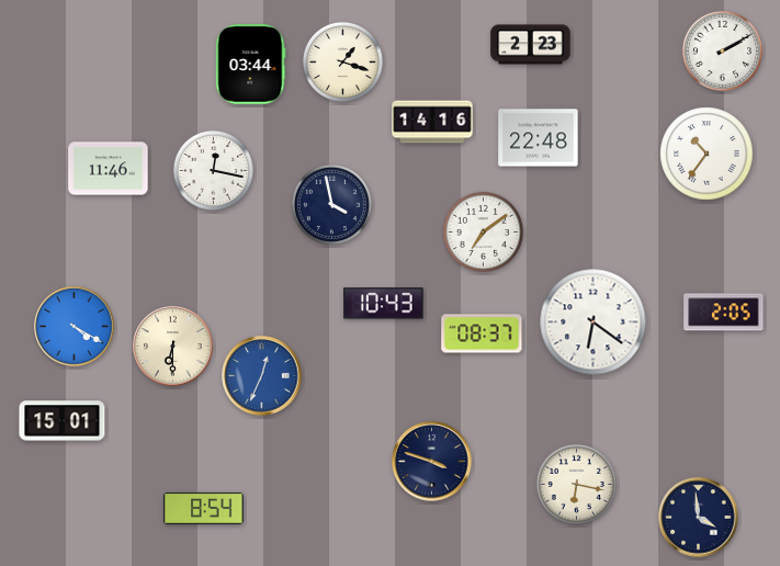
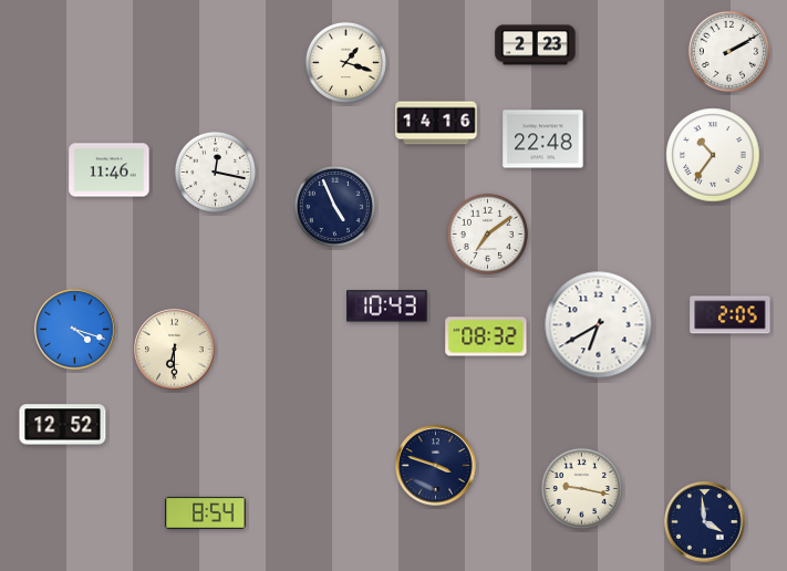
clock at (251, 65): 03:44 -> none
clock at (331, 204): 3:58 -> 4:56
clock at (594, 322): 6:21 -> 6:40
clock at (75, 327): 4:20 -> 4:18
clock at (482, 333): 08:37 -> 08:32
clock at (262, 376): 12:34 -> none
clock at (63, 421): 15:01 -> 12:52
clock at (576, 484): 6:17 -> 9:17
